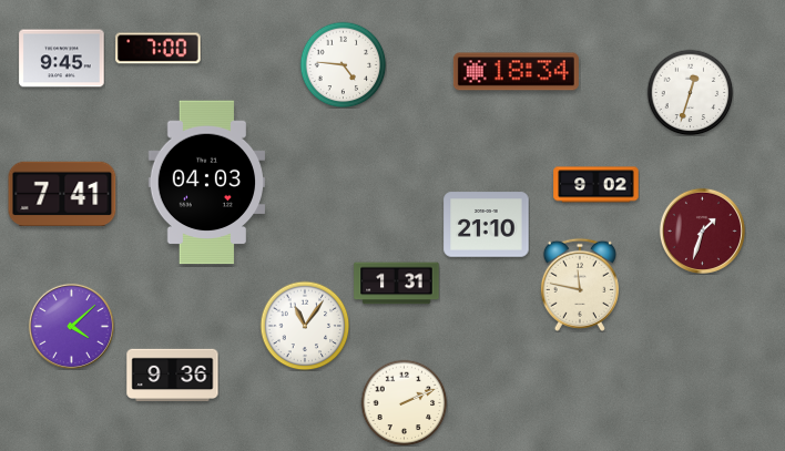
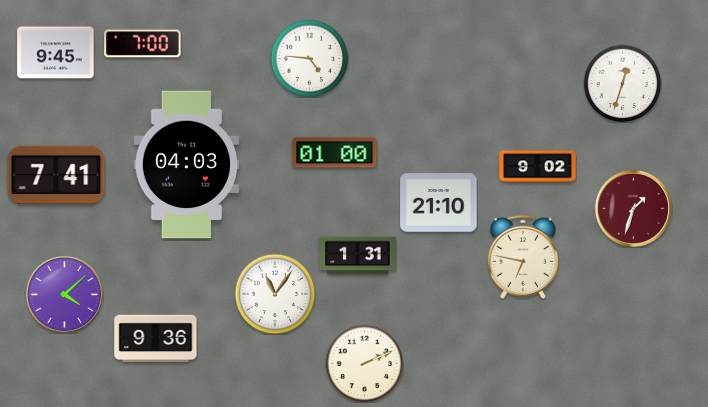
clock at (516, 72): 18:34 -> none
clock at (335, 153): none -> 01:00
clock at (580, 285): 11:47 -> 6:47
